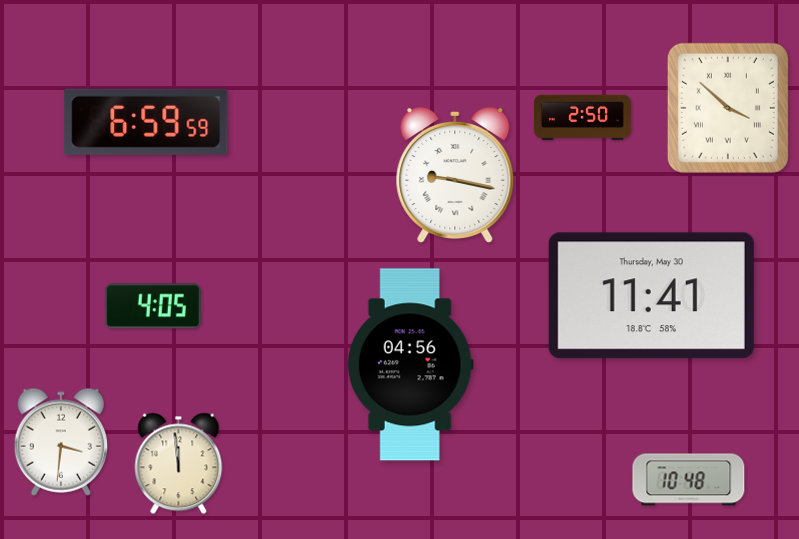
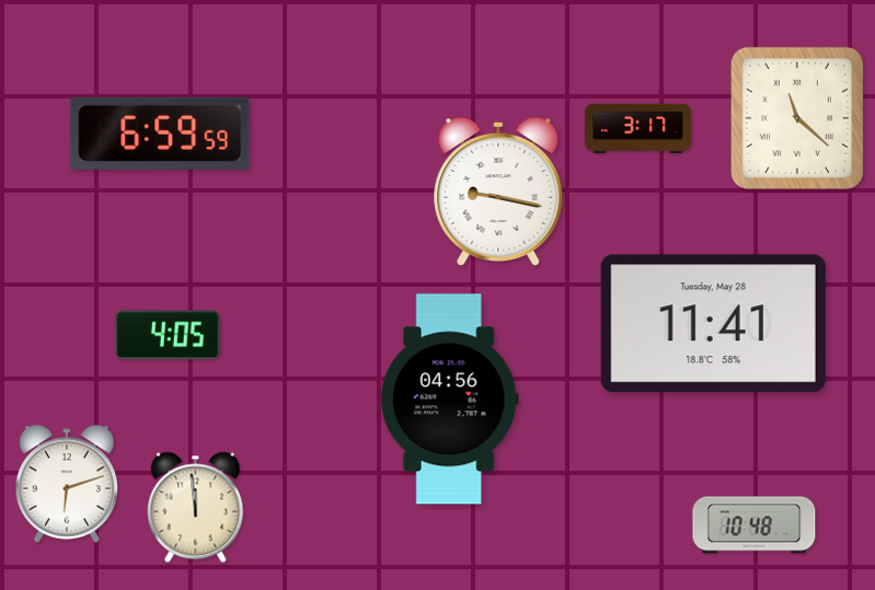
clock at (728, 108): 3:52 -> 11:22
clock at (582, 117): 2:50 -> 3:17
clock at (651, 296) date: Thursday, May 30 -> Tuesday, May 28
clock at (60, 442): 3:31 -> 6:12
